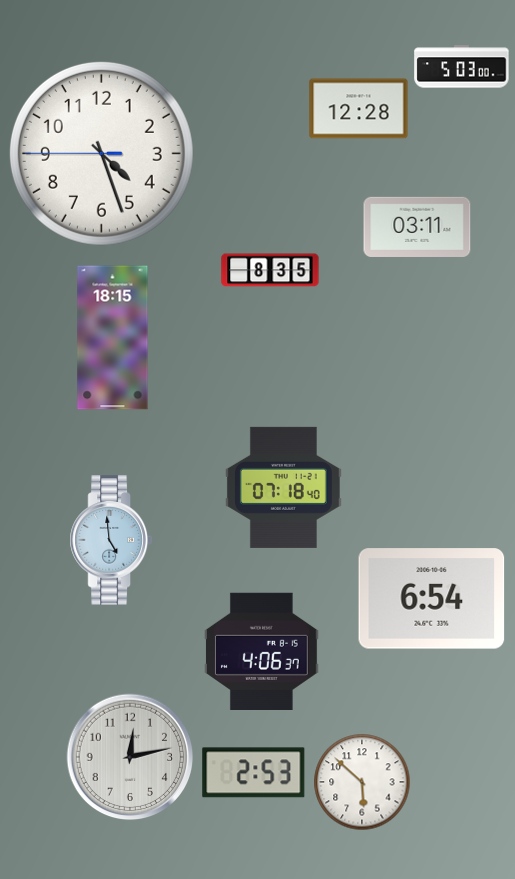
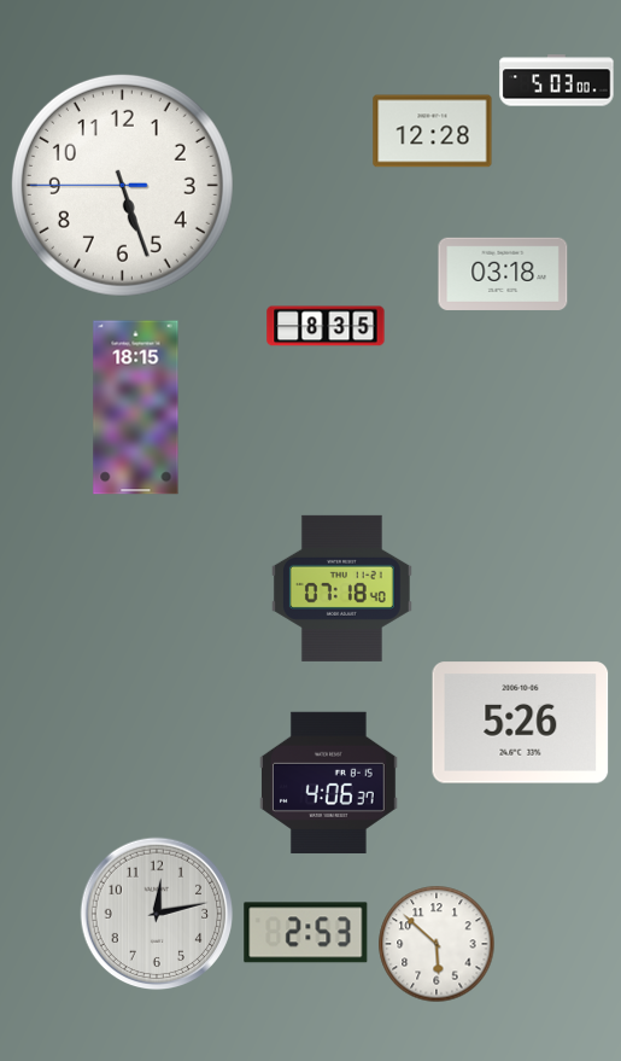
clock at (101, 153): 4:26 -> 5:26
clock at (417, 227): 03:11 -> 03:18
clock at (111, 540): 4:59 -> none
clock at (432, 599): 6:54 -> 5:26
clock at (262, 651) position: (262, 651) -> (329, 782)
